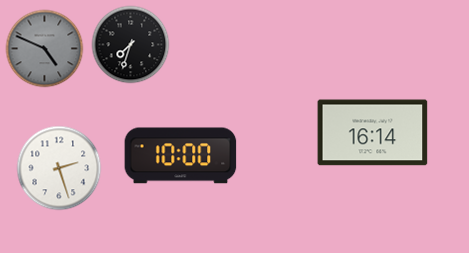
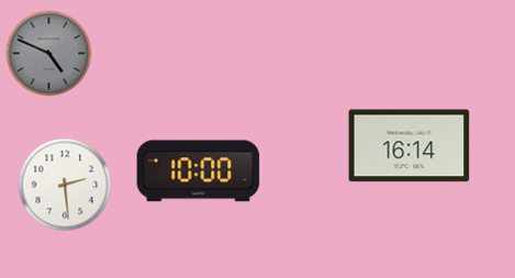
clock at (130, 44): 7:33 -> none
clock at (59, 168): 2:27 -> 2:29
